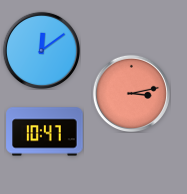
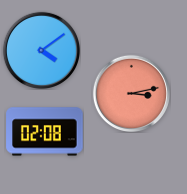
clock at (41, 50): 12:09 -> 4:09
clock at (45, 132): 10:47 -> 02:08
